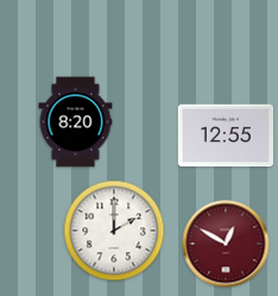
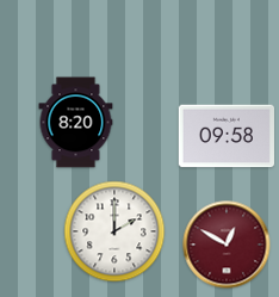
clock at (225, 136): 12:55 -> 09:58
